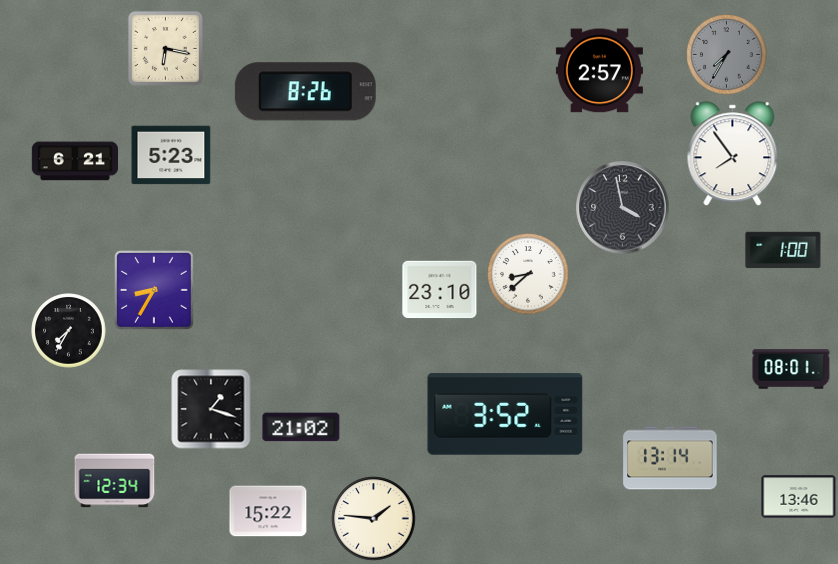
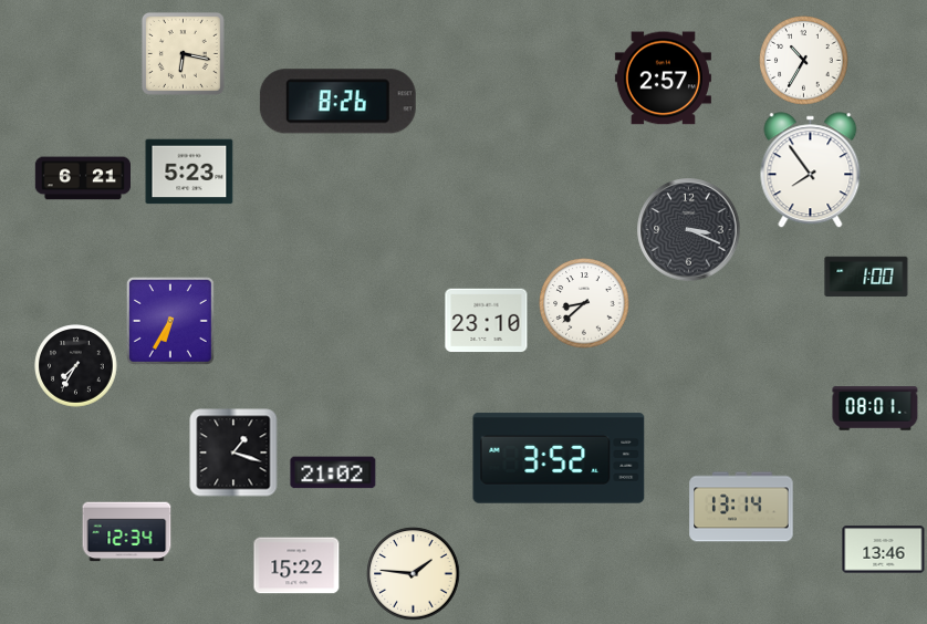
clock at (727, 55): 7:35 -> 10:35
clock at (727, 55) dial: grey -> white
clock at (623, 208): 3:58 -> 3:19
clock at (154, 290): 8:35 -> 6:35
